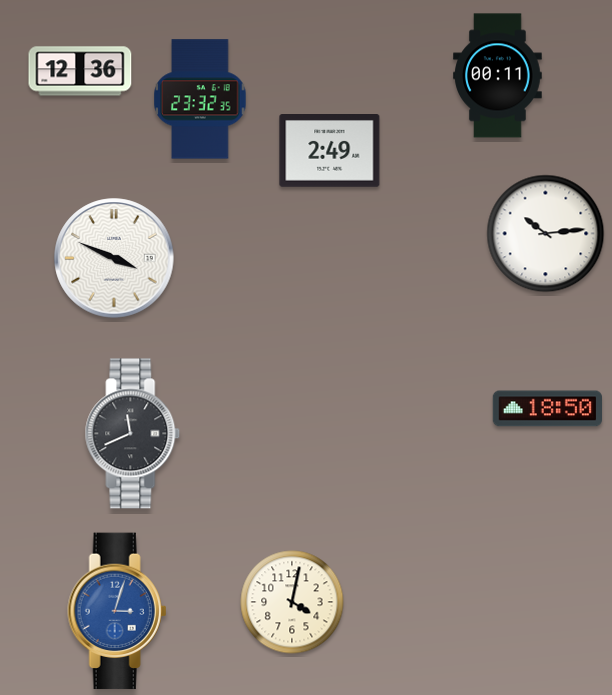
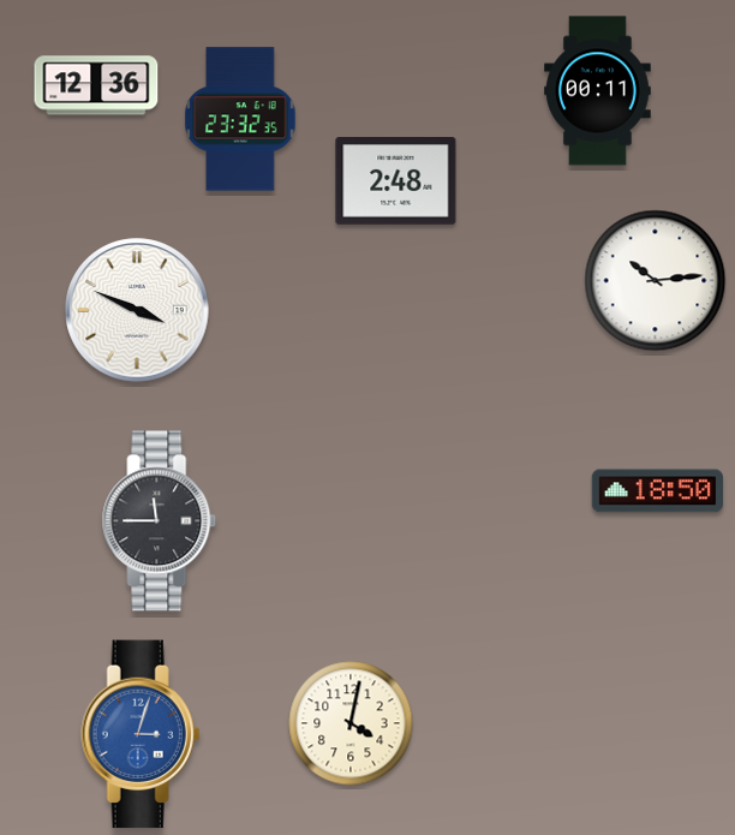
clock at (330, 151): 2:49 -> 2:48
clock at (133, 434): 11:41 -> 11:45
